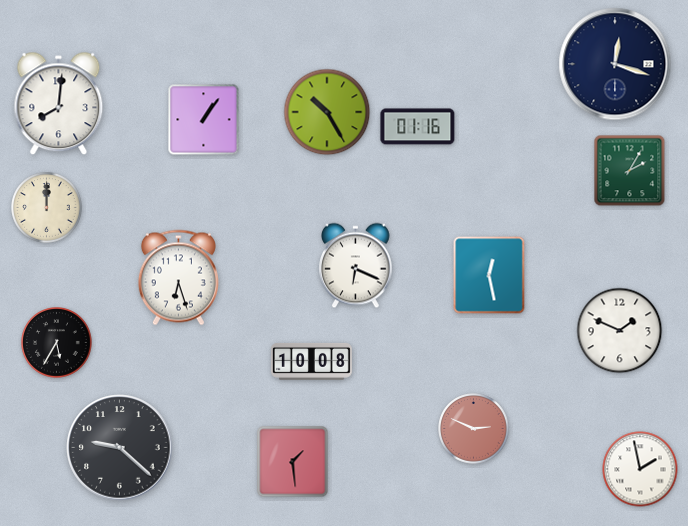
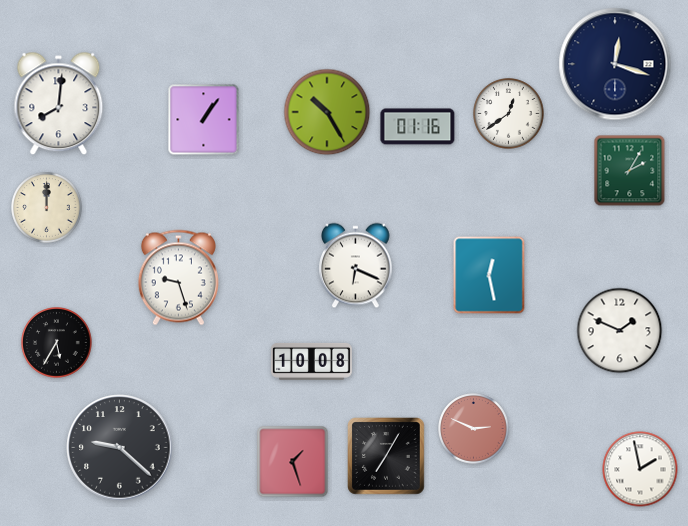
clock at (509, 114): none -> 12:39
clock at (178, 278): 6:27 -> 9:27
clock at (387, 457): none -> 7:05
clock at (293, 462): 1:29 -> 1:27
